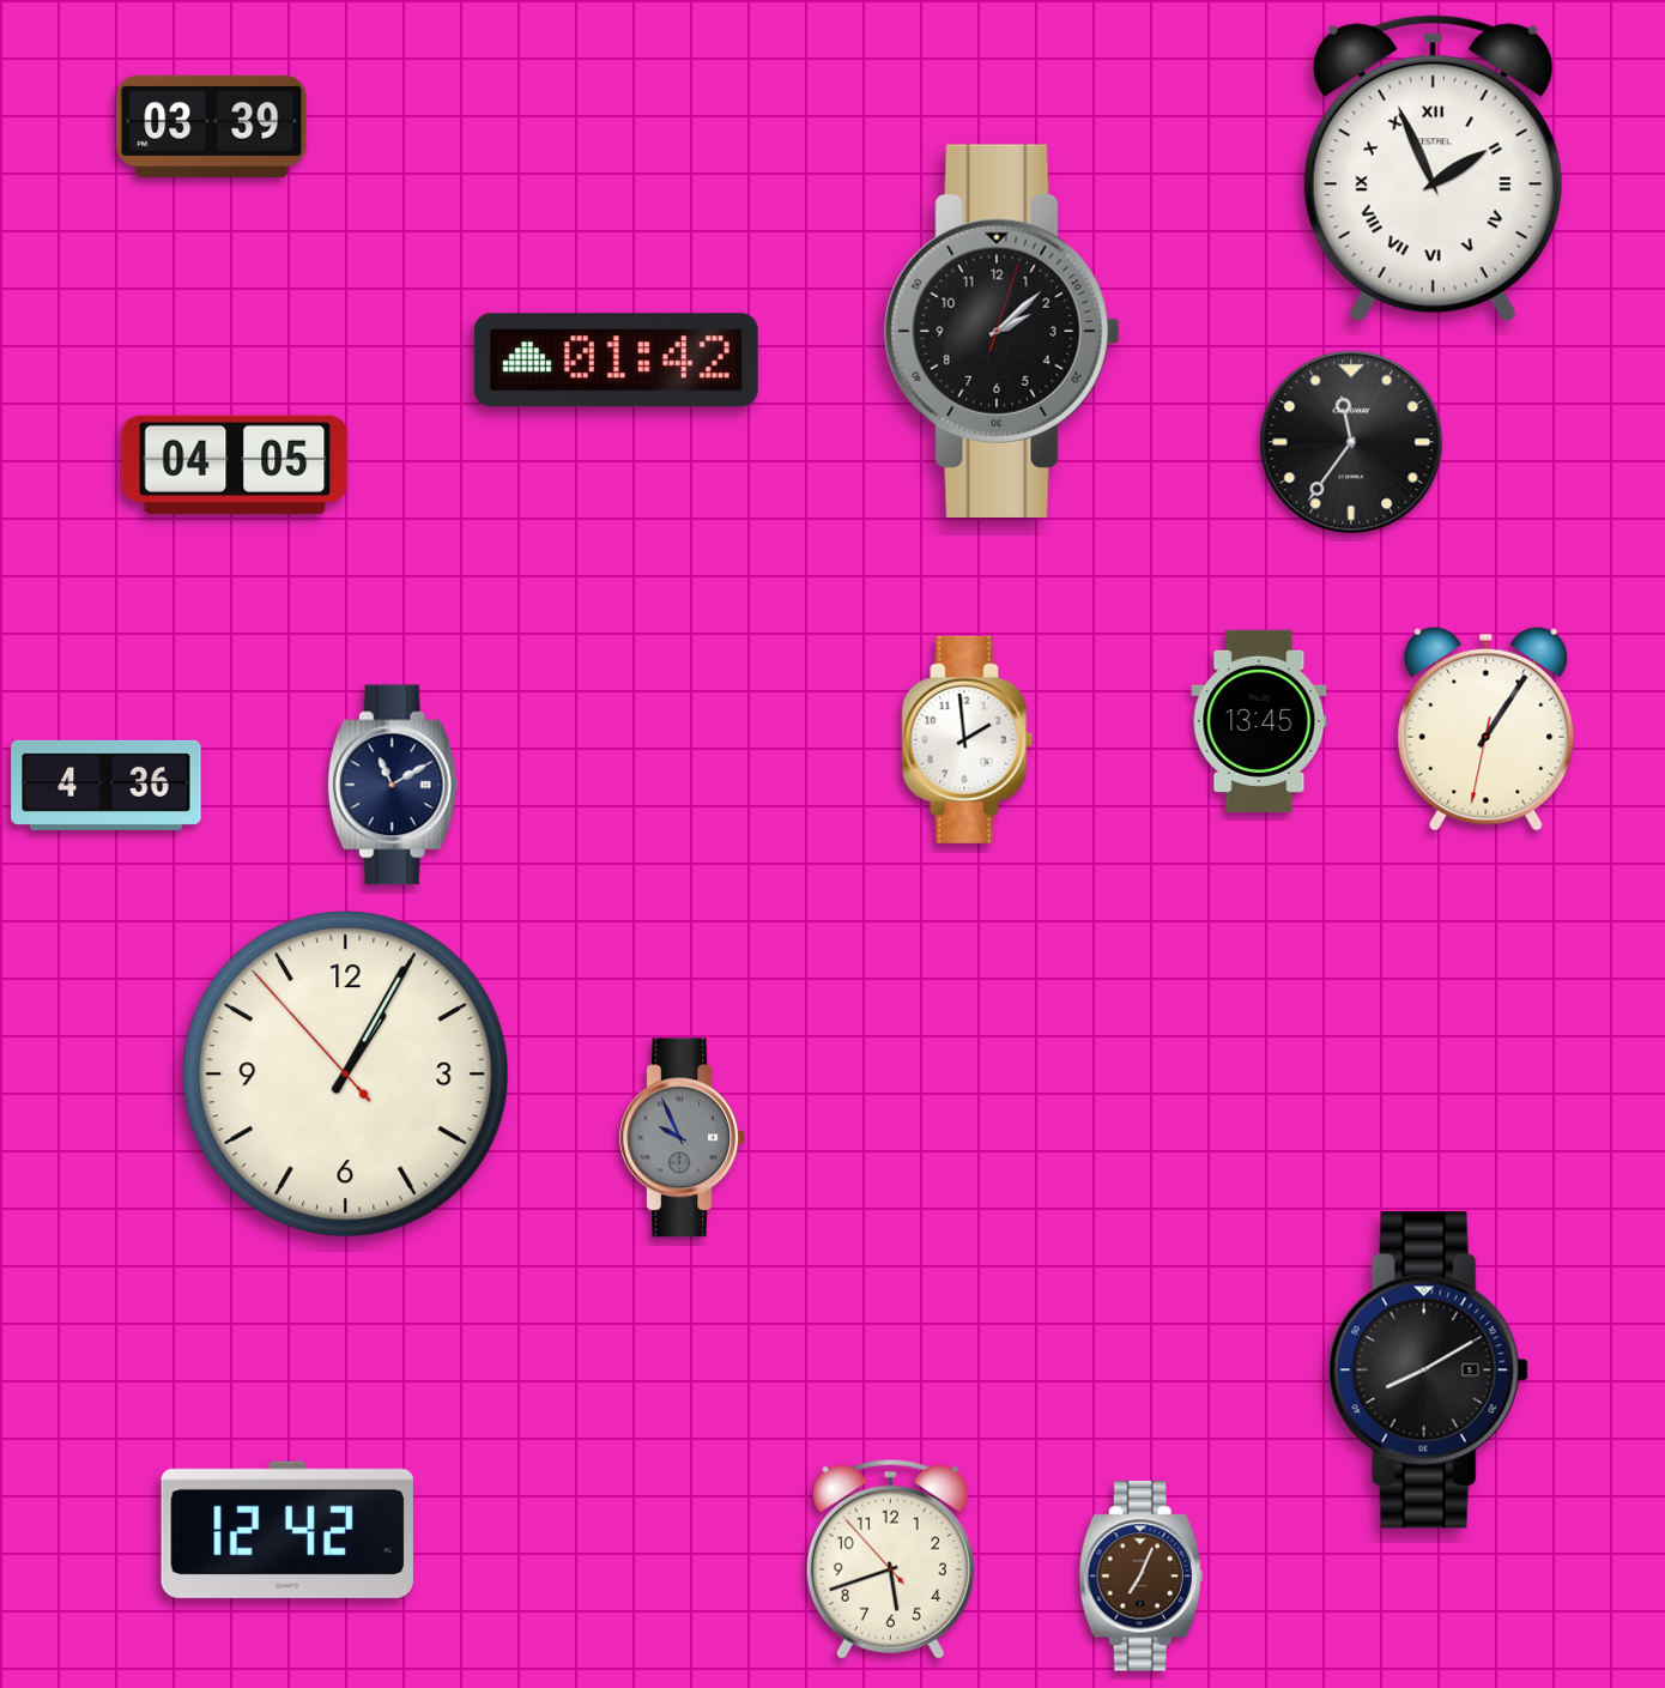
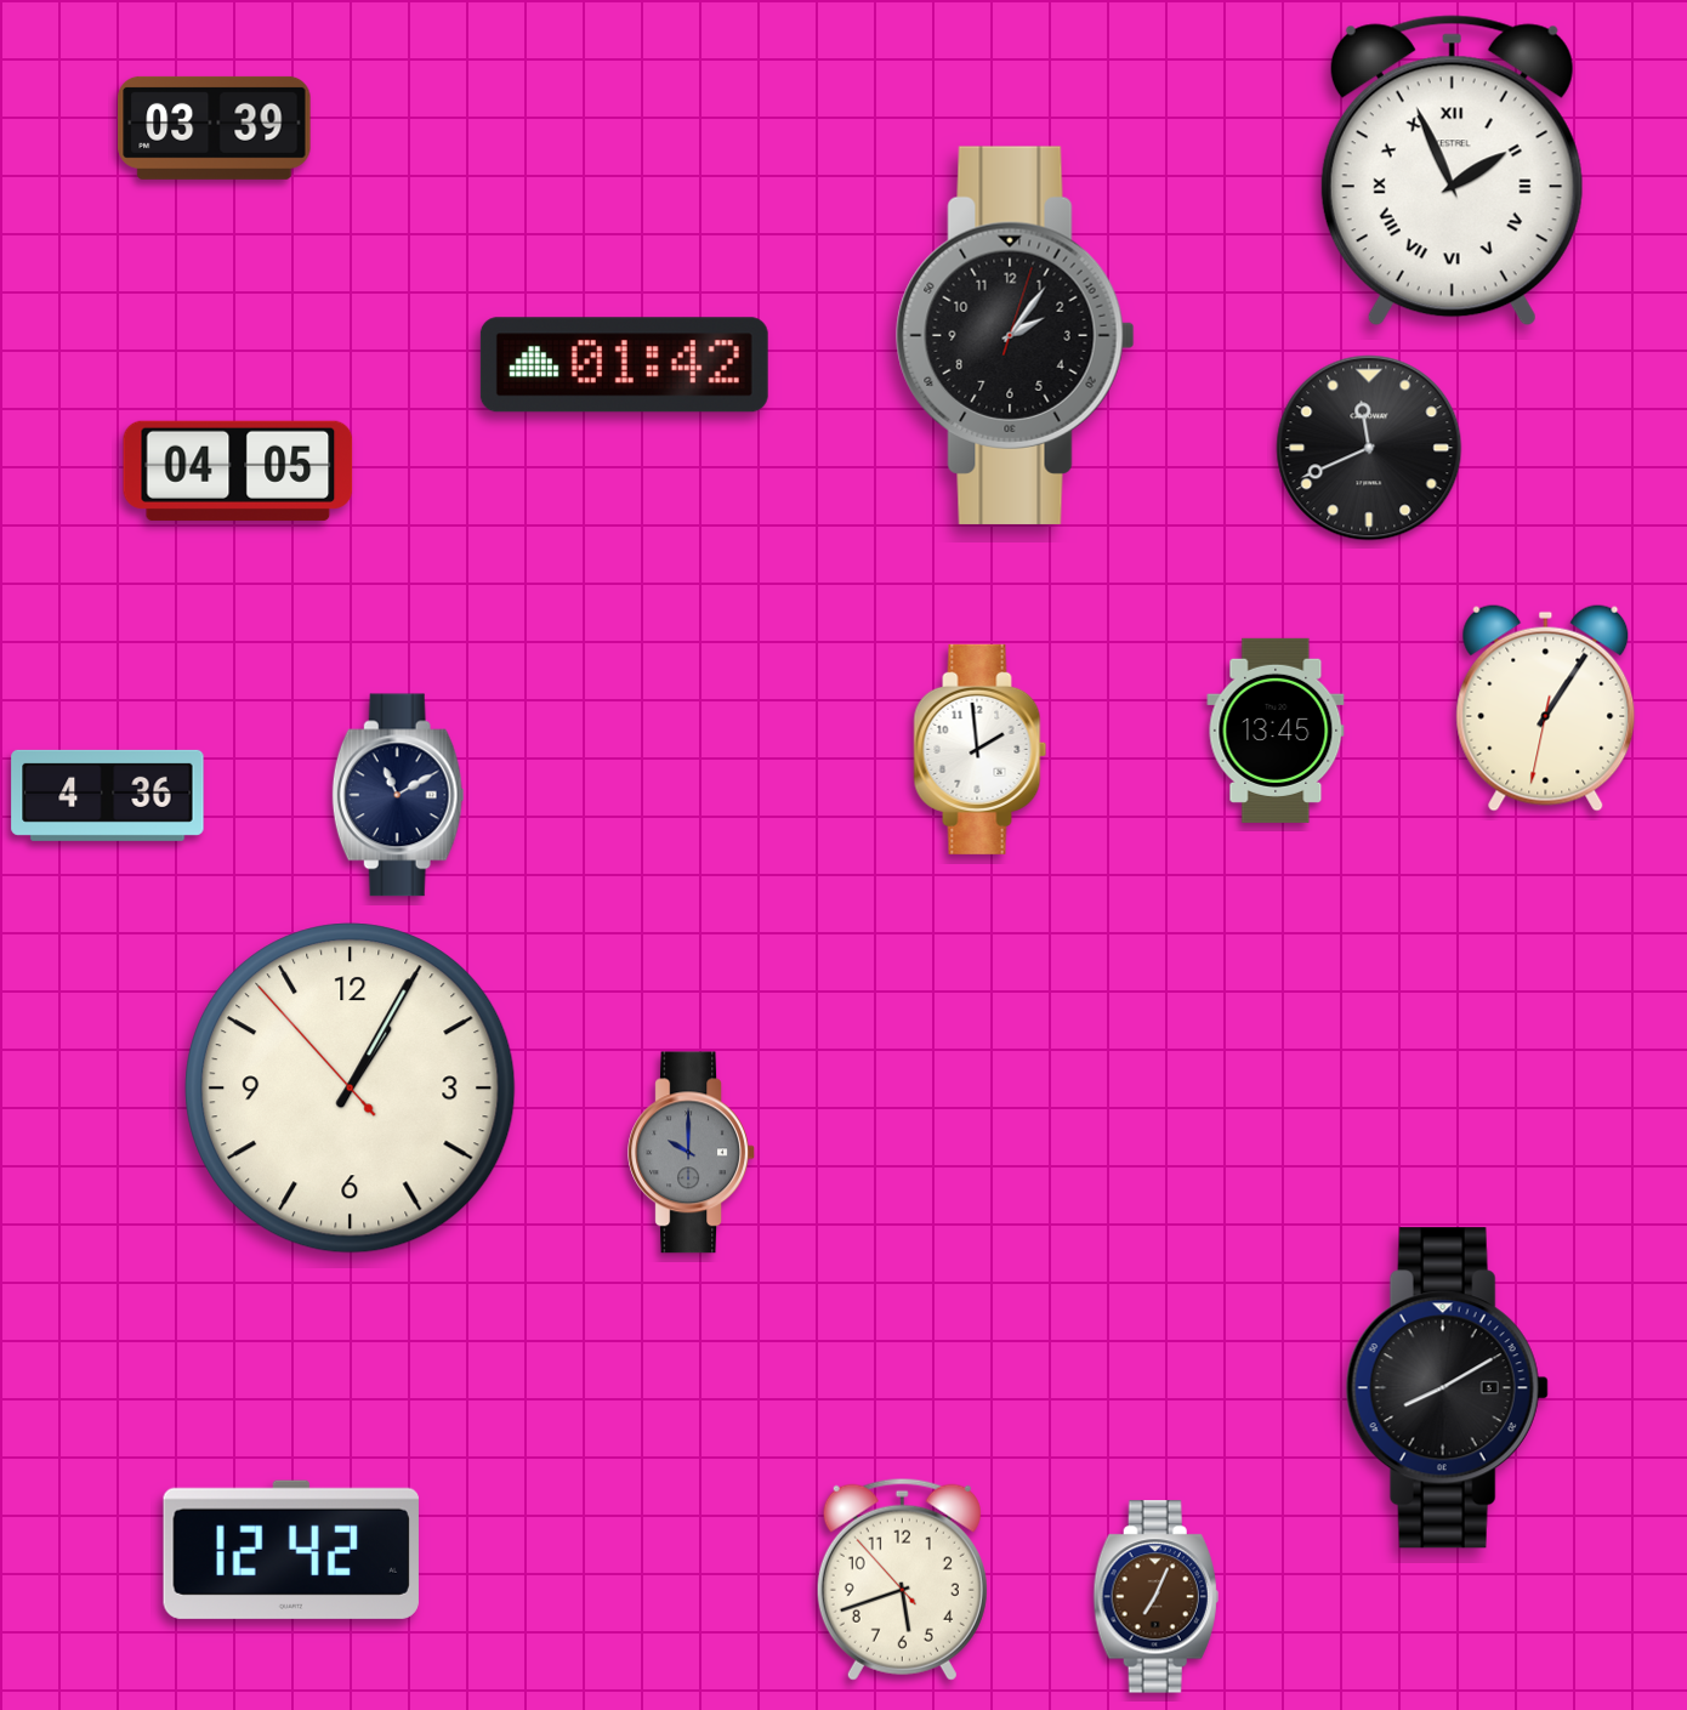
clock at (1001, 331): 2:08 -> 2:06
clock at (1351, 442): 11:36 -> 11:41
clock at (1487, 728) position: (1487, 728) -> (1546, 708)
clock at (682, 1138): 9:56 -> 10:00
